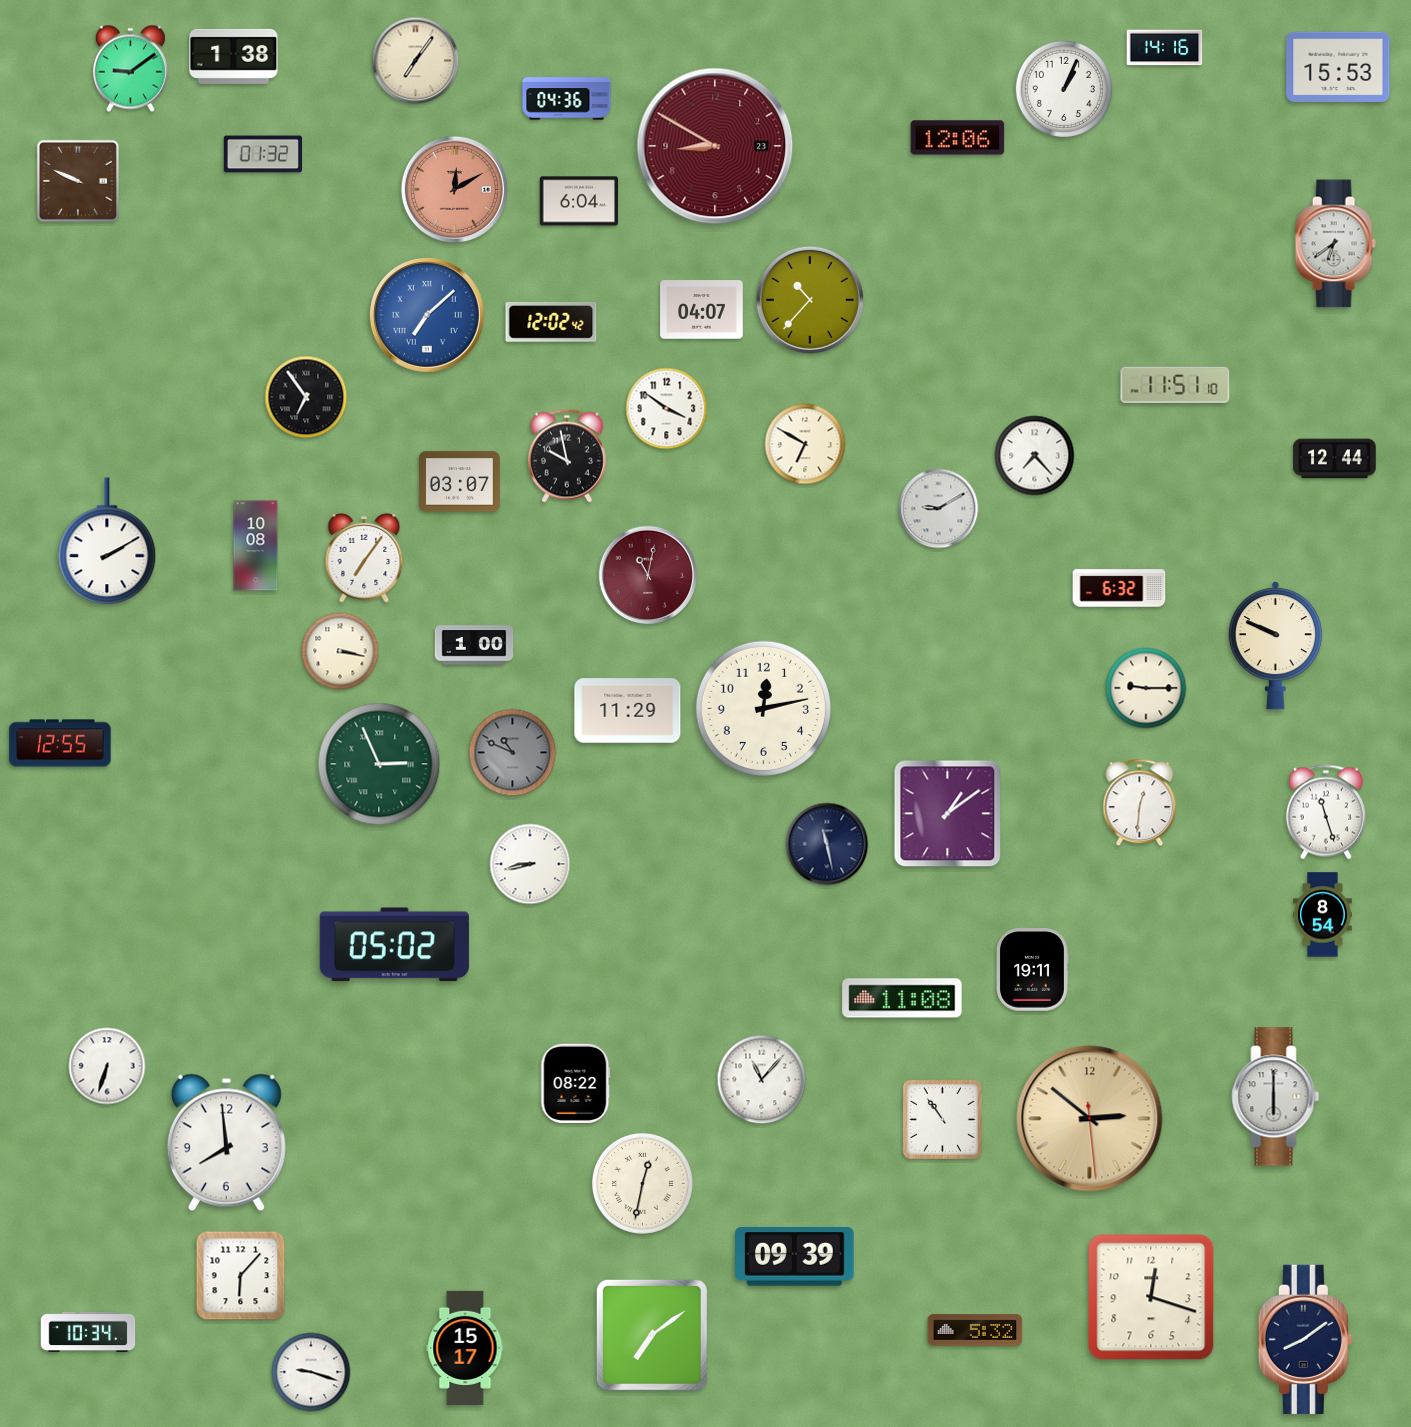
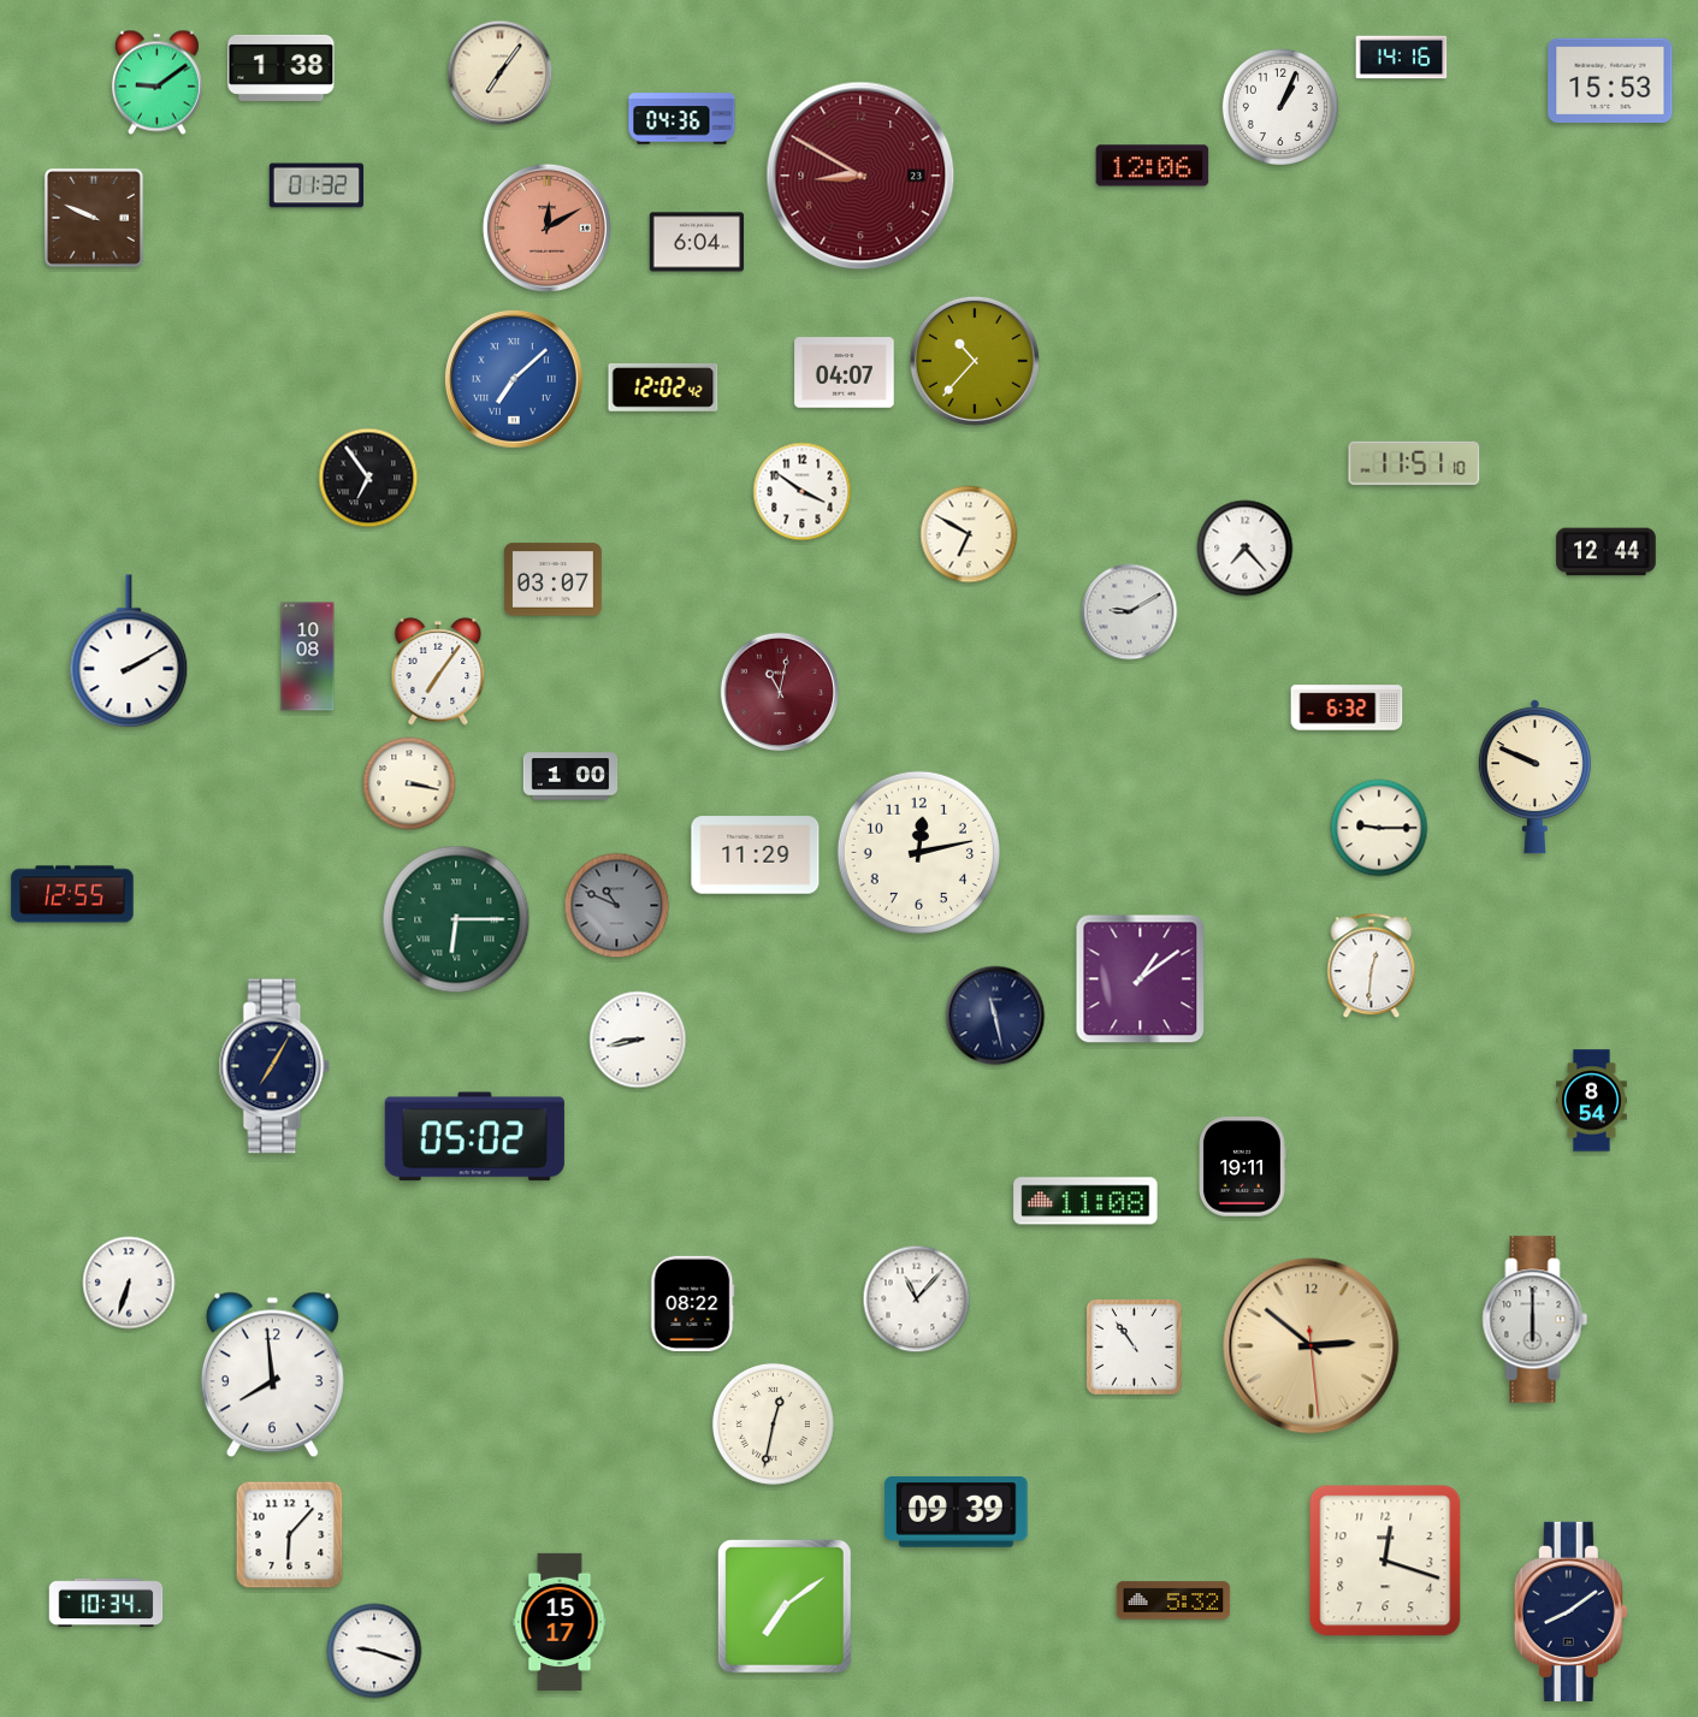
clock at (1335, 244): 6:39 -> none
clock at (567, 456): 9:58 -> none
clock at (379, 764): 2:56 -> 6:15
clock at (1326, 812): 11:27 -> none
clock at (274, 1066): none -> 7:05
